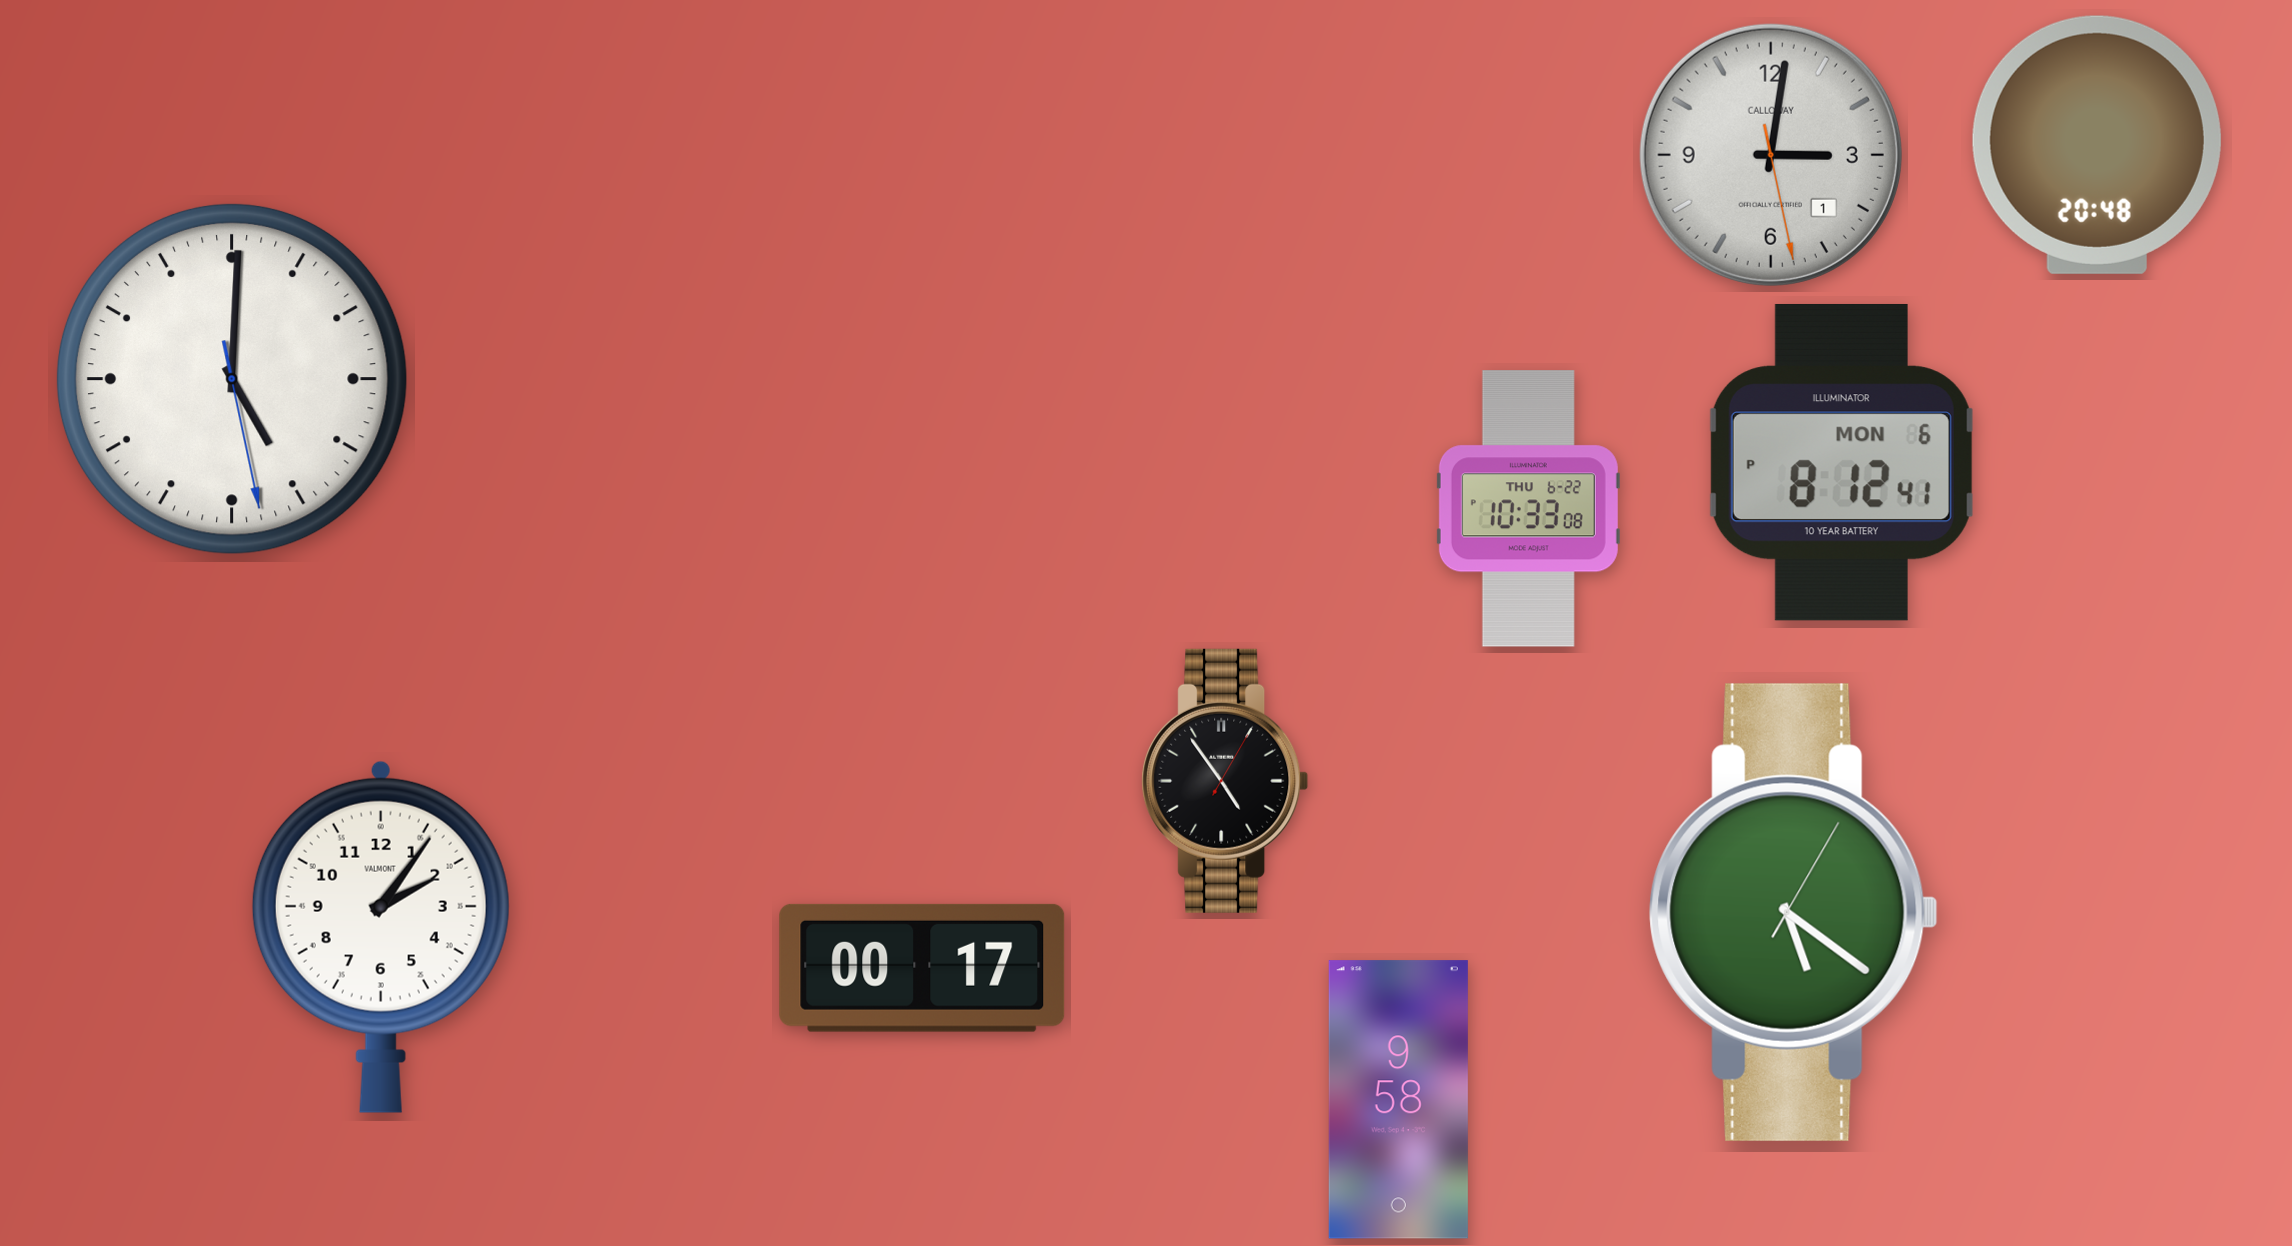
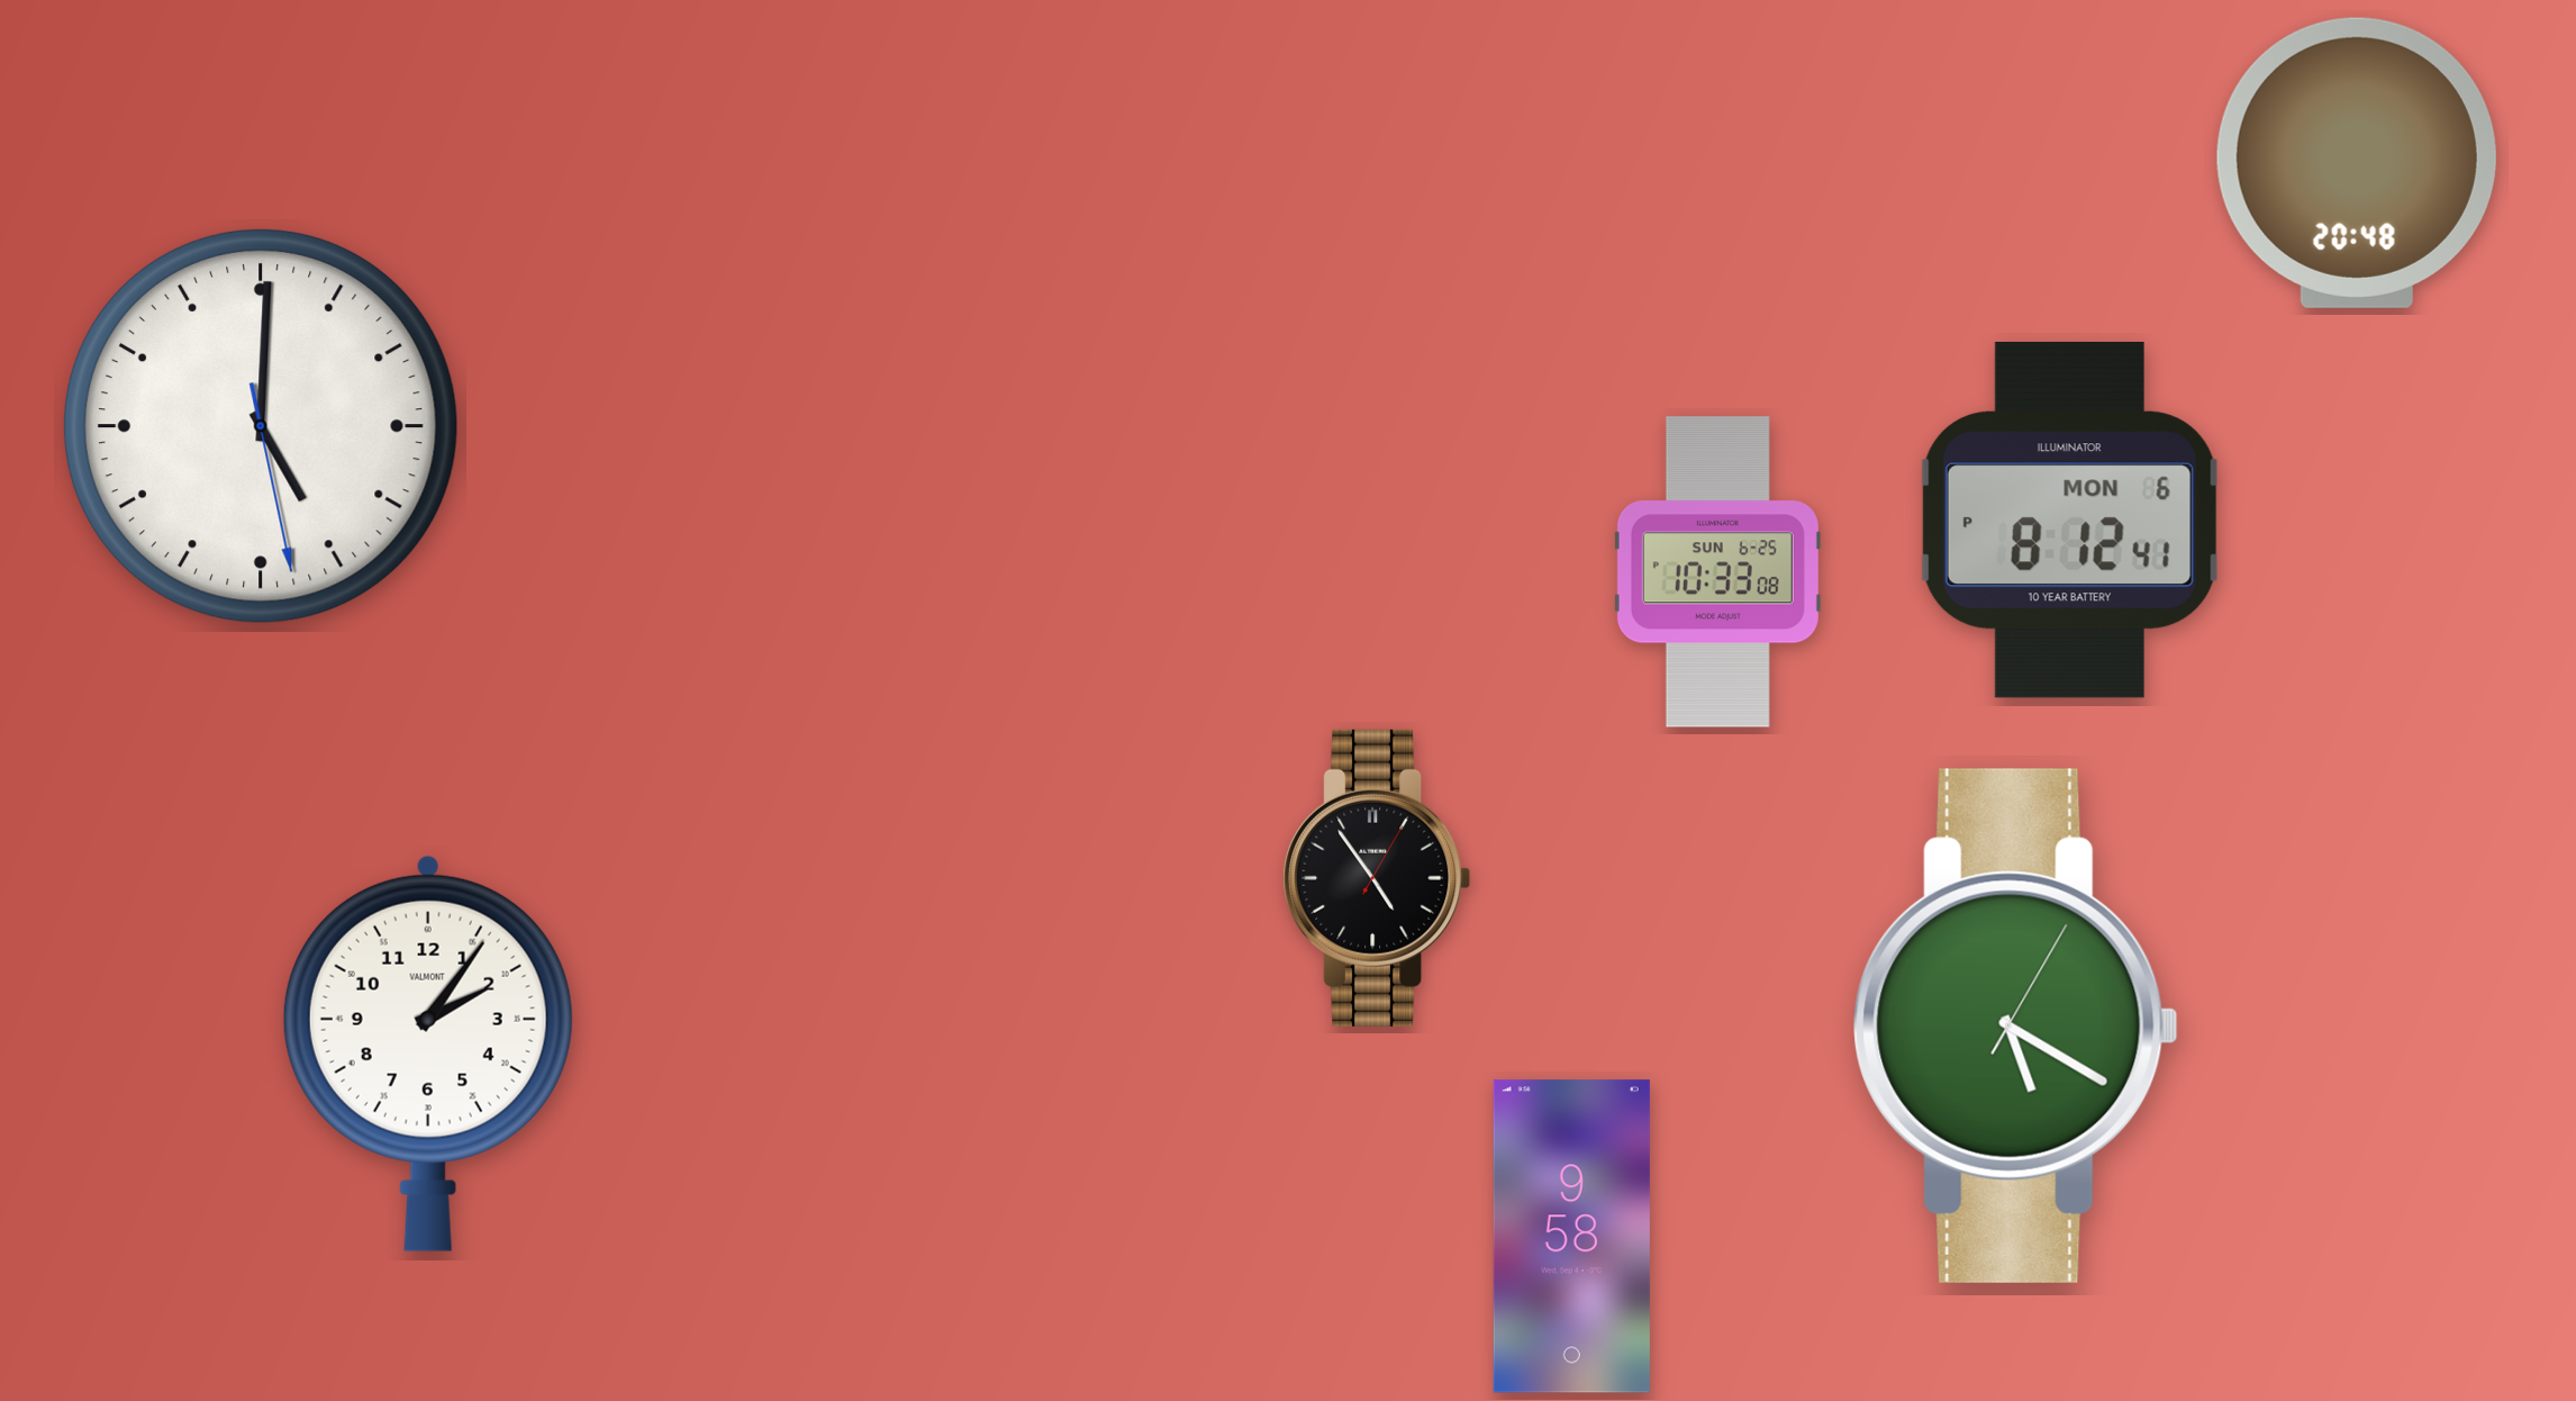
clock at (1771, 155): 3:01 -> none
clock at (1528, 509) date: THU 6-22 -> SUN 6-25
clock at (1794, 912): 5:21 -> 5:20
clock at (922, 968): 00:17 -> none
